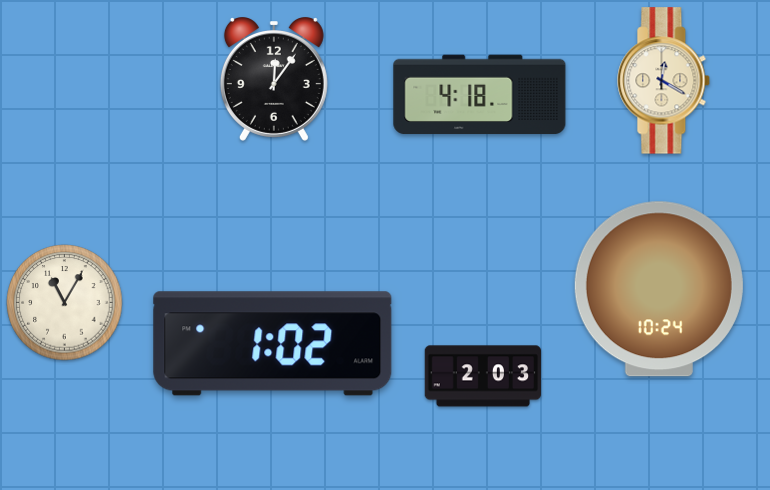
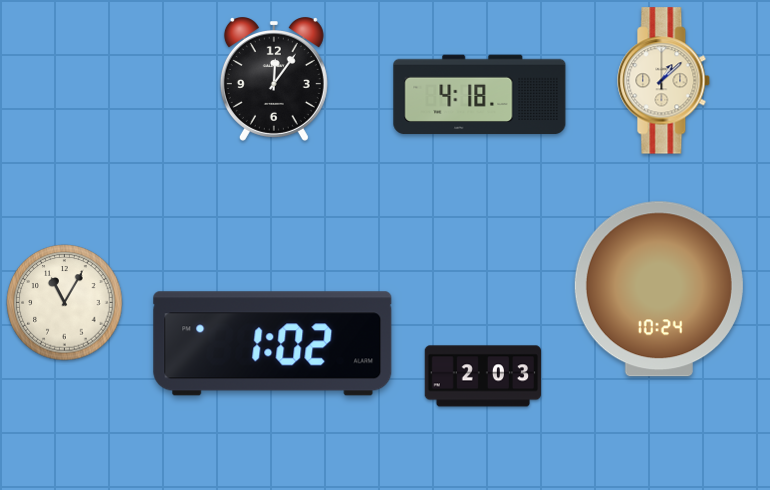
clock at (664, 81): 12:20 -> 1:08
